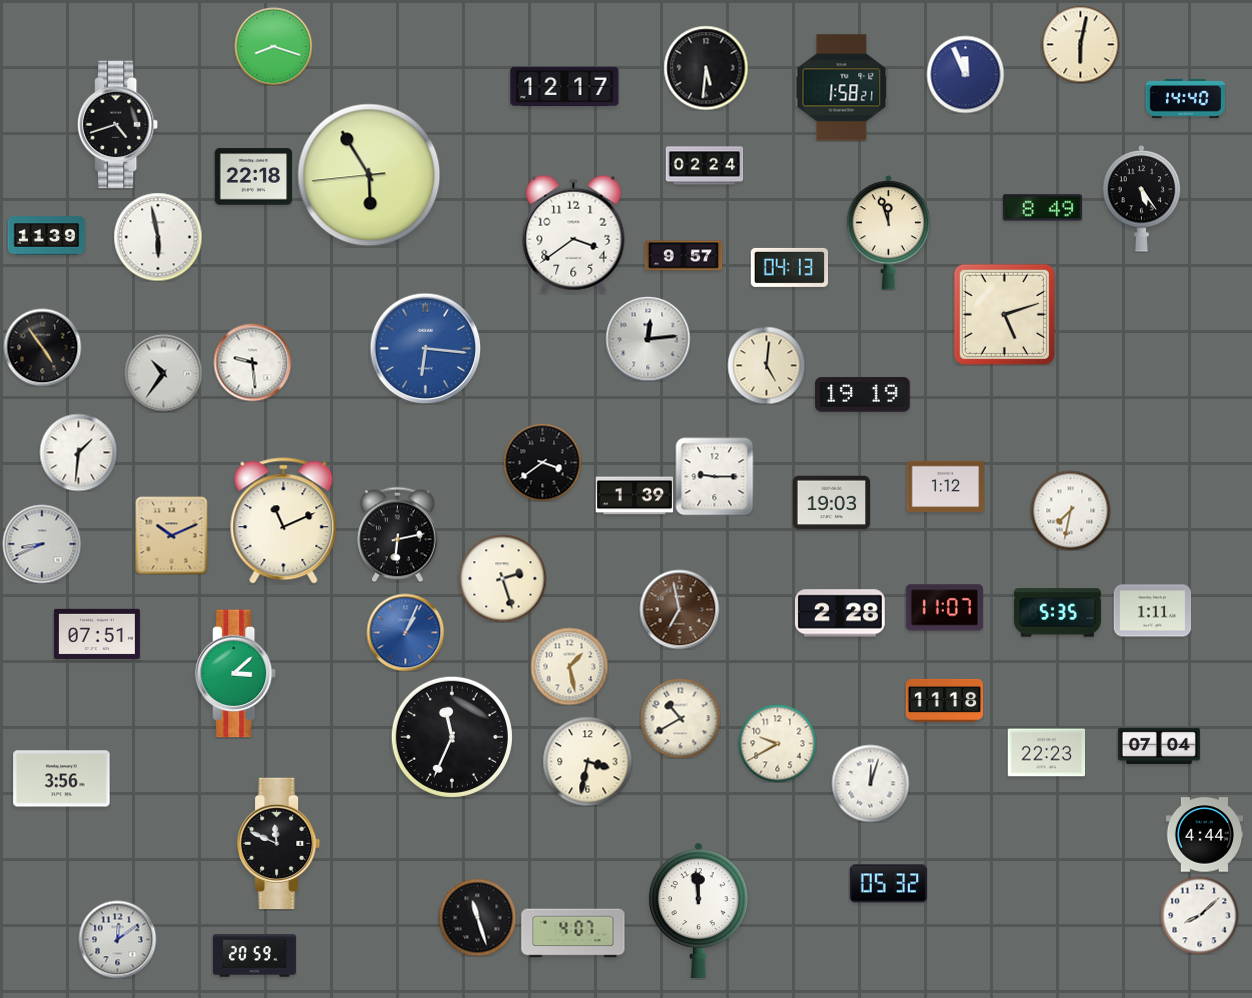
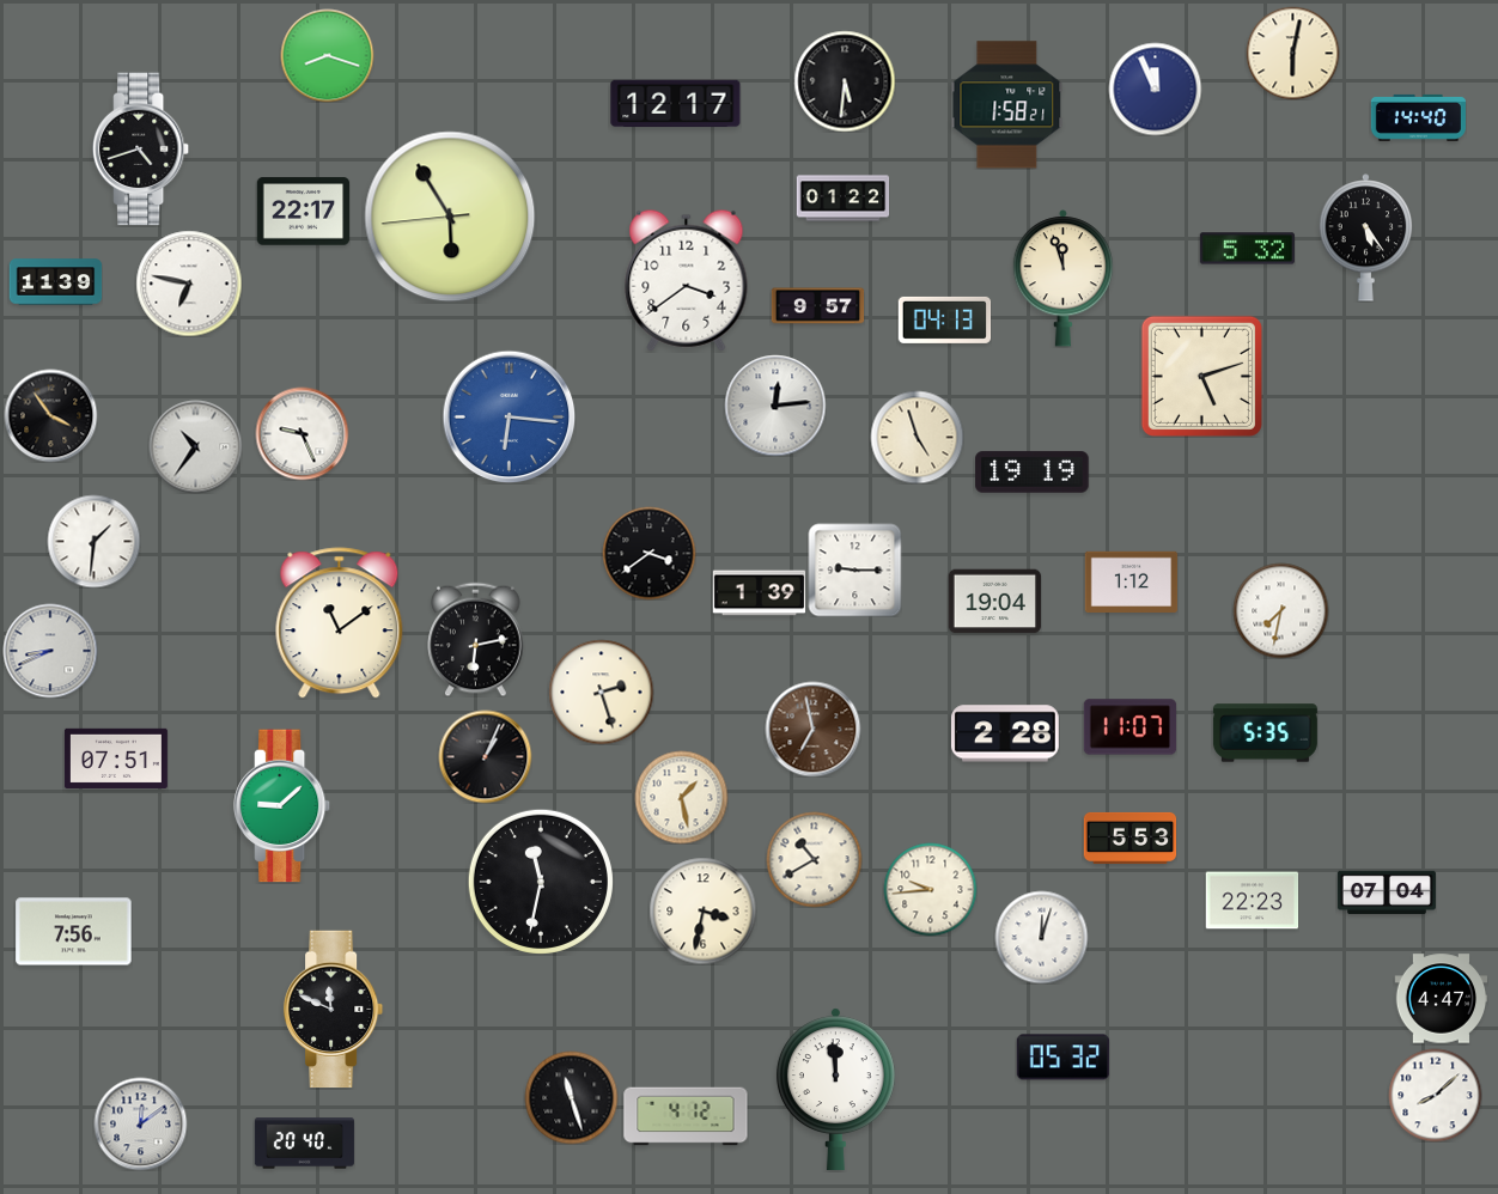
clock at (704, 166): 02:24 -> 01:22
clock at (369, 175) position: (369, 175) -> (450, 217)
clock at (253, 177): 22:18 -> 22:17
clock at (1042, 208): 8:49 -> 5:32
clock at (158, 237): 5:58 -> 6:47
clock at (42, 347): 4:54 -> 3:54
clock at (252, 362): 9:29 -> 9:26
clock at (766, 365): 5:01 -> 4:57
clock at (831, 503): 19:03 -> 19:04
clock at (284, 521): 11:11 -> 11:09
clock at (172, 535): 10:11 -> none
clock at (1152, 611): 1:11 -> none
clock at (405, 632) dial: blue -> black
clock at (237, 674): 3:08 -> 9:08
clock at (944, 700): 11:18 -> 5:53
clock at (452, 737): 11:34 -> 11:32
clock at (777, 743): 9:40 -> 9:44
clock at (62, 779): 3:56 -> 7:56
clock at (1204, 835): 4:44 -> 4:47
clock at (573, 933): 4:07 -> 4:12
clock at (254, 956): 20:59 -> 20:40
